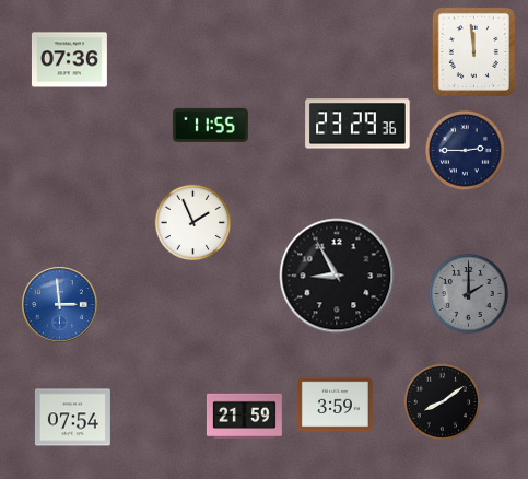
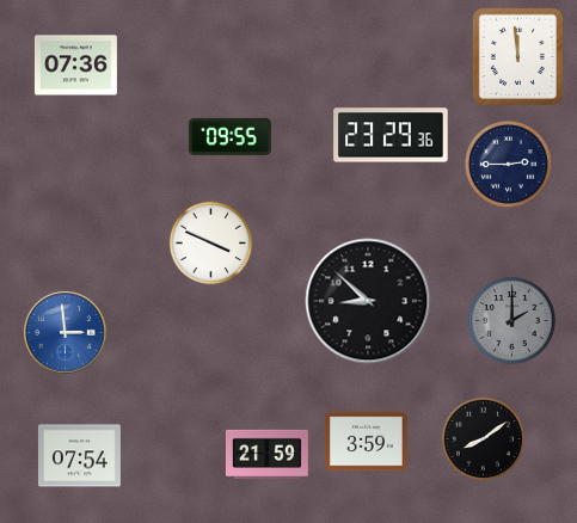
clock at (210, 125): 11:55 -> 09:55
clock at (193, 223): 1:56 -> 3:49
clock at (337, 276): 8:55 -> 8:52
